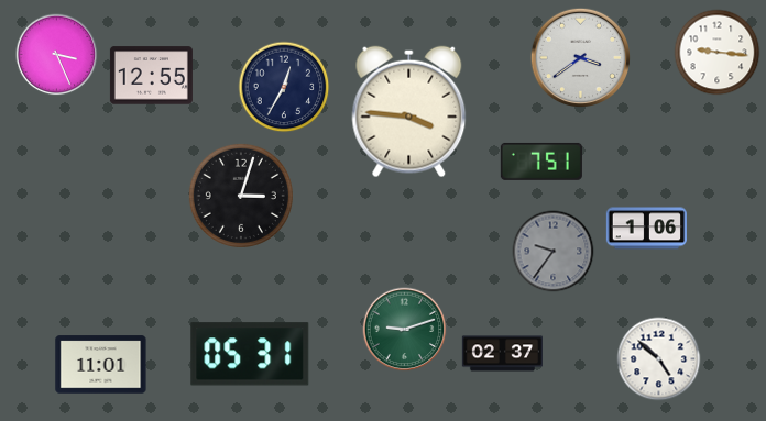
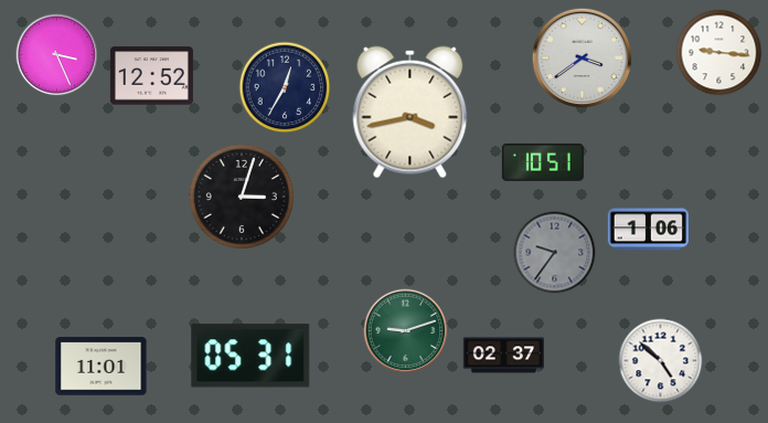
clock at (151, 76): 12:55 -> 12:52
clock at (409, 112): 3:46 -> 3:43
clock at (541, 162): 7:51 -> 10:51
